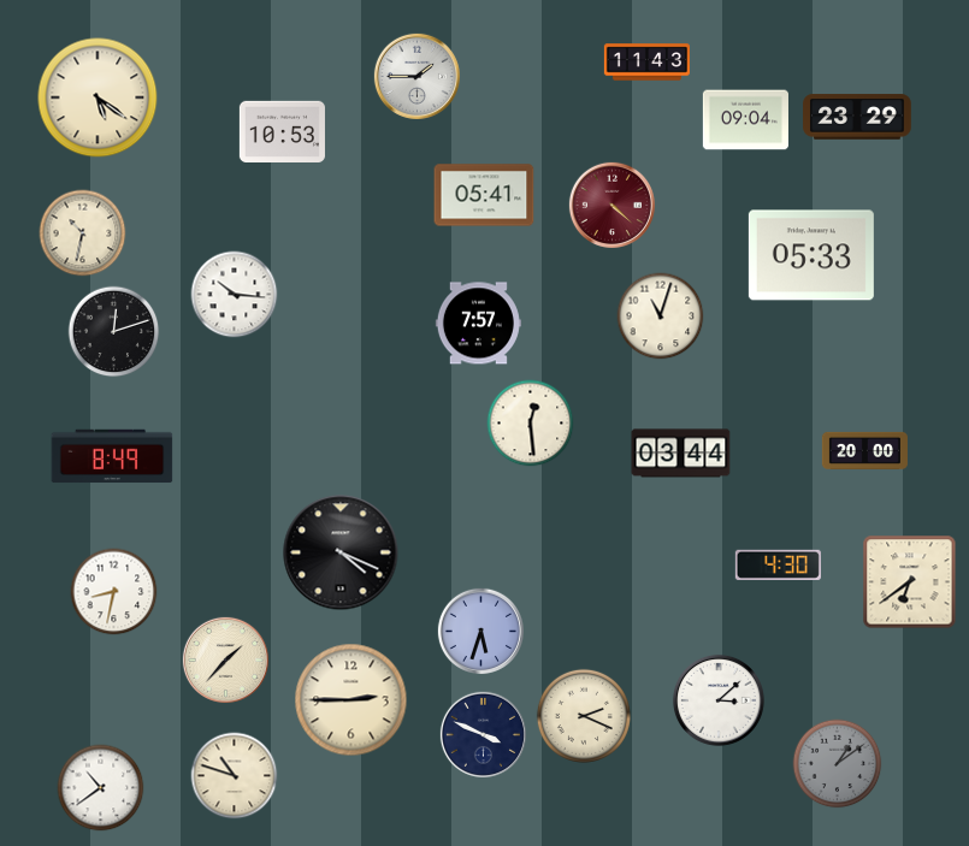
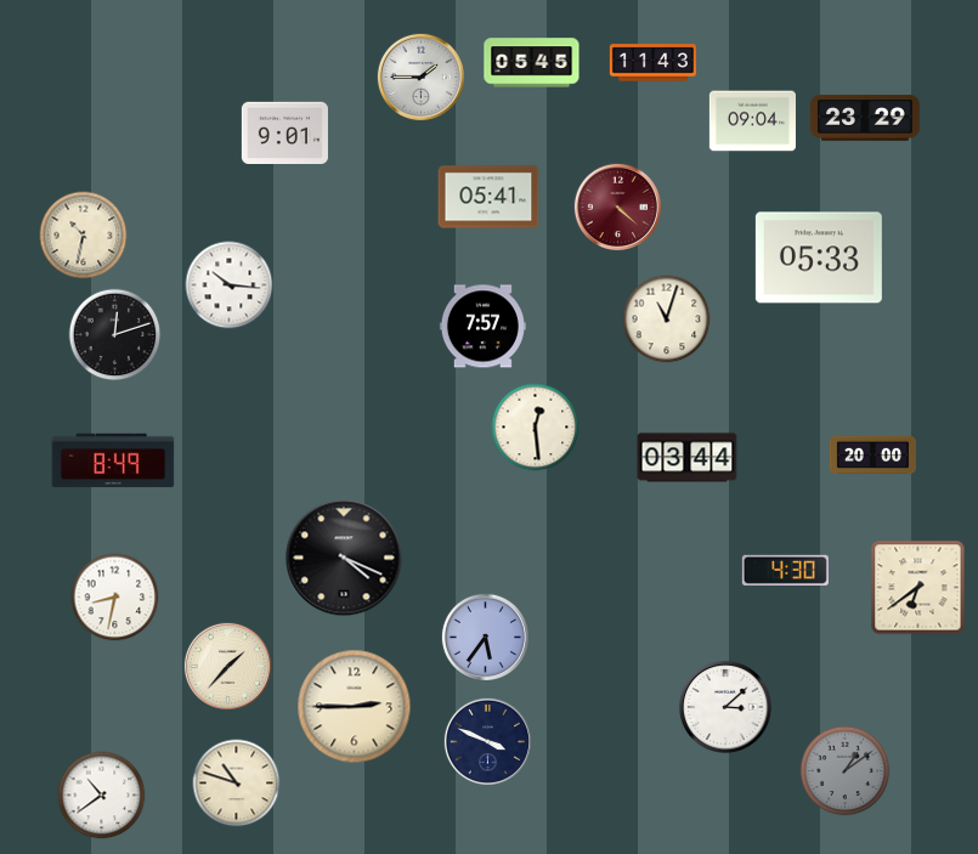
clock at (532, 63): none -> 05:45
clock at (98, 97): 5:21 -> none
clock at (282, 132): 10:53 -> 9:01
clock at (235, 295) position: (235, 295) -> (230, 285)
clock at (480, 631): 5:33 -> 5:36
clock at (584, 716): 2:19 -> none
